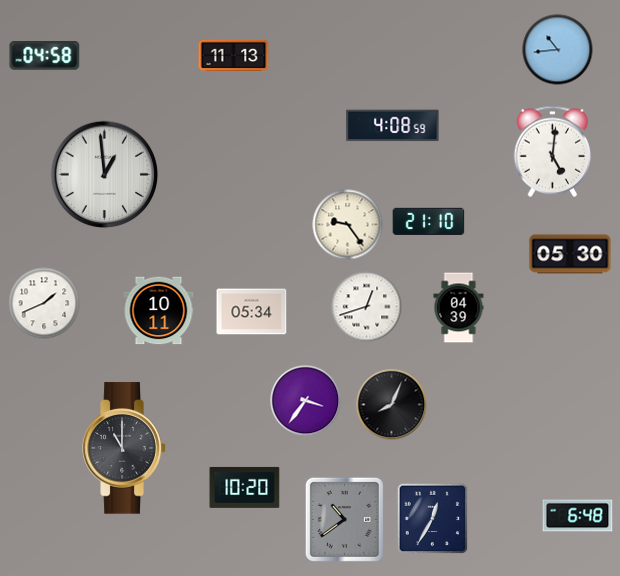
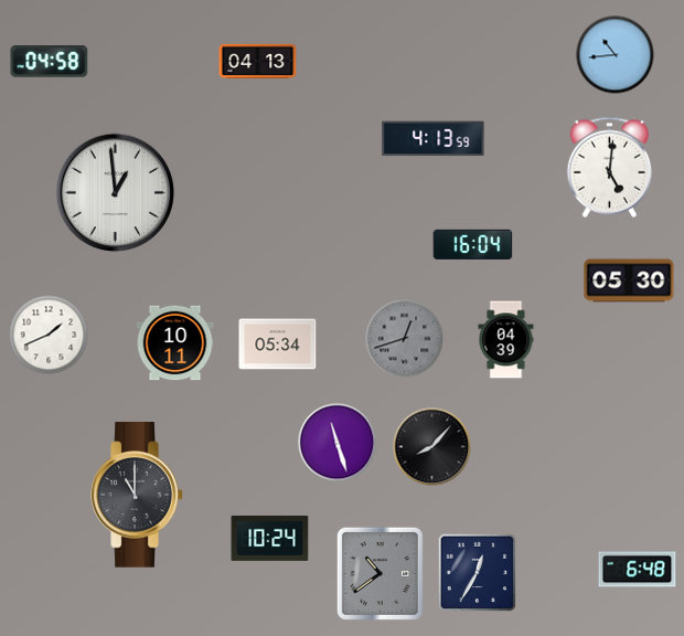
clock at (234, 55): 11:13 -> 04:13
clock at (393, 126): 4:08 -> 4:13
clock at (429, 222): 21:10 -> 16:04
clock at (348, 225): 9:24 -> none
clock at (367, 307) dial: white -> grey
clock at (306, 401): 3:36 -> 11:27
clock at (392, 405): 8:04 -> 8:07
clock at (245, 487): 10:20 -> 10:24
